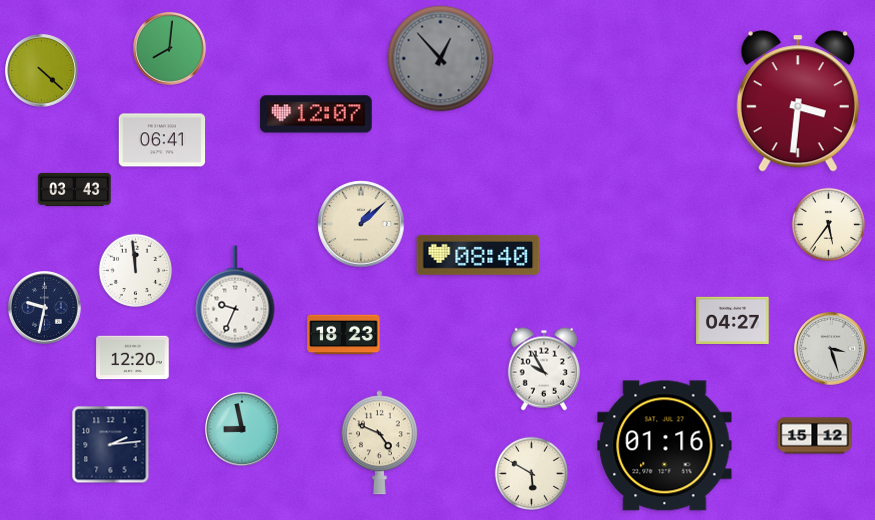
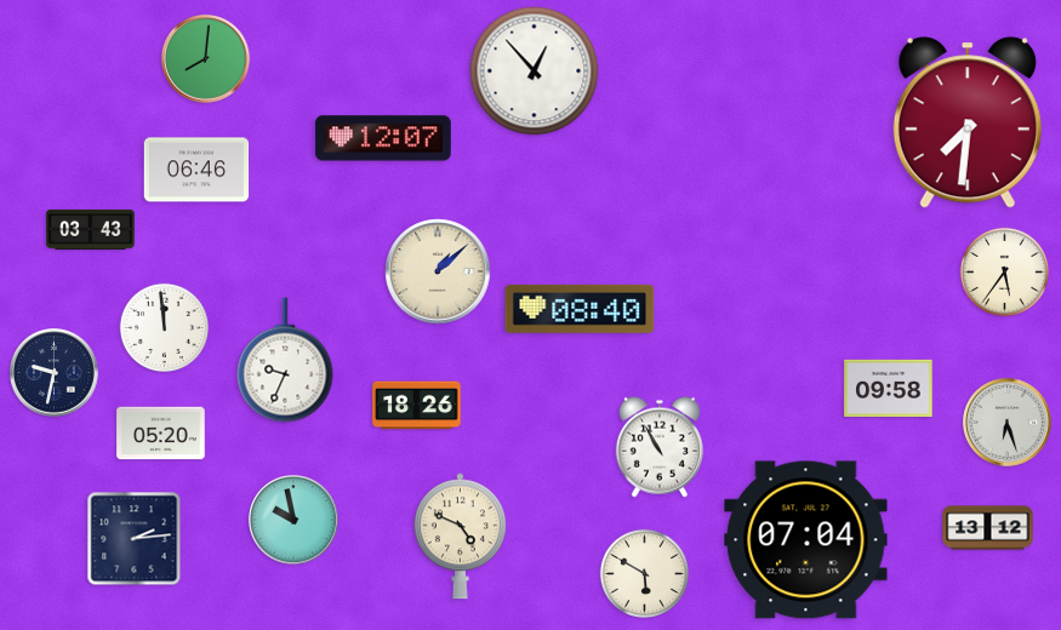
clock at (441, 59) dial: grey -> white
clock at (42, 71): 4:22 -> none
clock at (798, 101): 3:31 -> 7:31
clock at (162, 140): 06:41 -> 06:46
clock at (733, 320): 04:27 -> 09:58
clock at (344, 335): 18:23 -> 18:26
clock at (831, 349): 3:27 -> 6:27
clock at (133, 358): 12:20 -> 05:20
clock at (544, 369): 9:55 -> 10:55
clock at (242, 429): 8:58 -> 9:58
clock at (815, 436): 15:12 -> 13:12
clock at (665, 446): 01:16 -> 07:04
